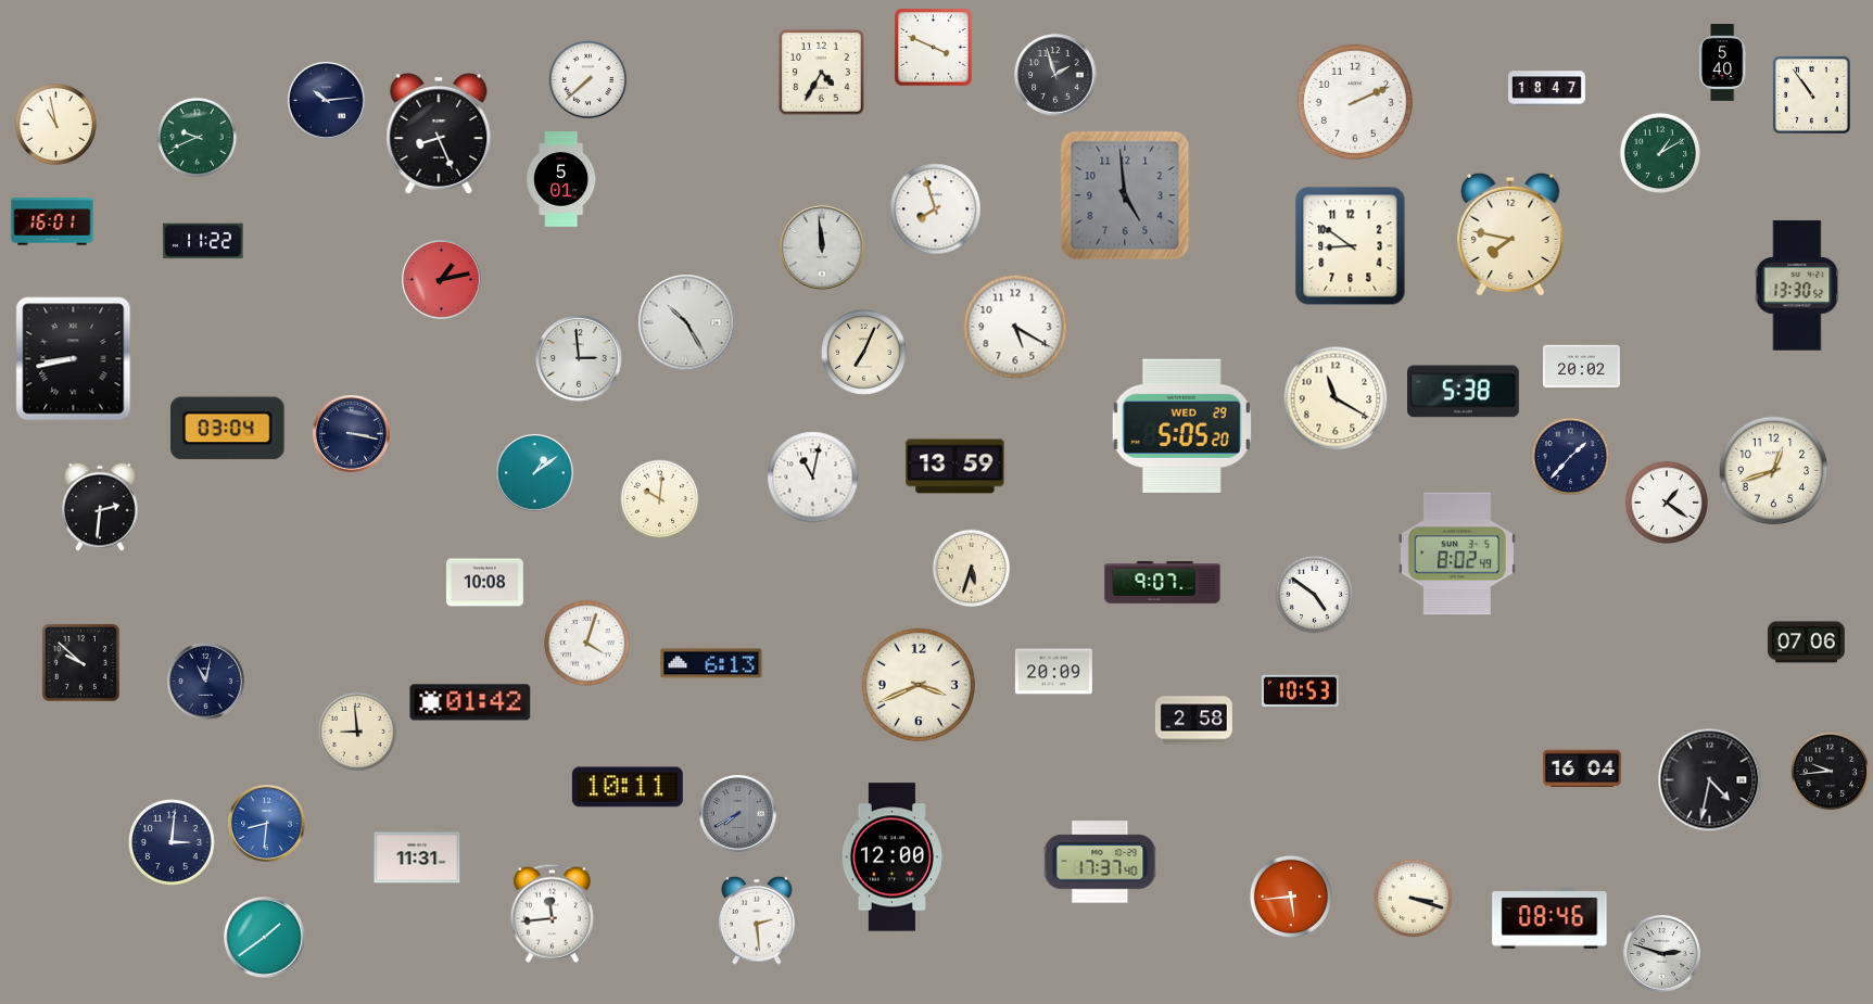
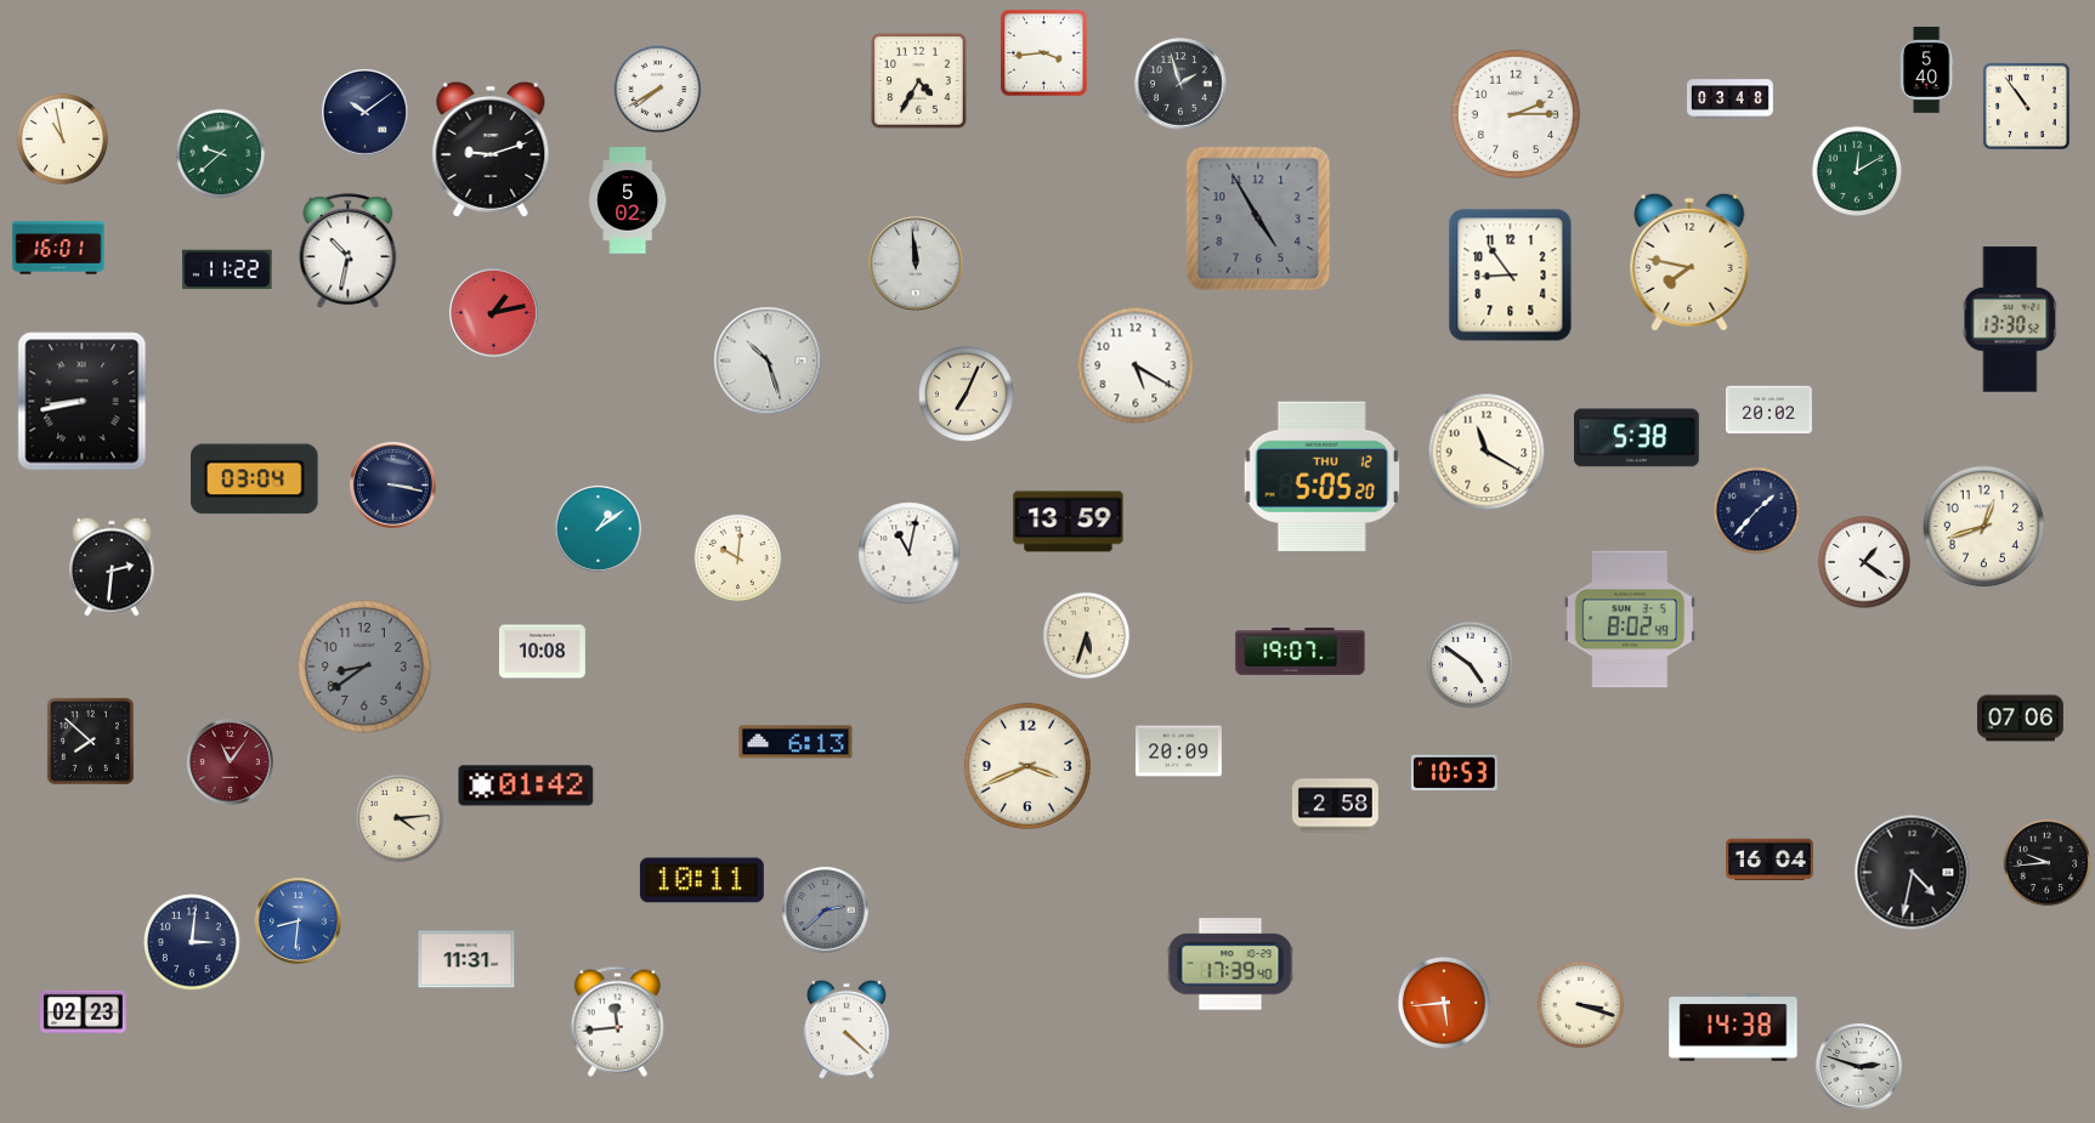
clock at (934, 48): 3:49 -> 3:44
clock at (589, 80): 7:38 -> 7:40
clock at (1547, 89): 18:47 -> 03:48
clock at (326, 100): 10:14 -> 10:09
clock at (1355, 102): 2:11 -> 2:15
clock at (439, 134): 8:26 -> 9:12
clock at (197, 137): 9:41 -> 9:38
clock at (1660, 153): 1:10 -> 12:10
clock at (561, 179): 5:01 -> 5:02
clock at (1125, 195): 4:59 -> 4:55
clock at (936, 209): 7:57 -> none
clock at (349, 251): none -> 10:32
clock at (1351, 246): 8:51 -> 8:54
clock at (822, 247) position: (822, 247) -> (916, 263)
clock at (686, 322): 10:25 -> 10:27
clock at (579, 358): 2:59 -> none
clock at (1336, 398) position: (1336, 398) -> (1487, 452)
clock at (1181, 425) date: WED 29 -> THU 12
clock at (813, 478) position: (813, 478) -> (910, 554)
clock at (1163, 583): 9:07 -> 19:07
clock at (366, 668): none -> 8:39
clock at (587, 644): 4:03 -> none
clock at (80, 662): 9:52 -> 7:52
clock at (205, 681): 11:02 -> 11:06
clock at (205, 681) dial: navy -> burgundy
clock at (357, 732): 8:59 -> 4:14
clock at (737, 813): 7:40 -> 2:38
clock at (891, 857): 12:00 -> none
clock at (1100, 862): 17:37 -> 17:39
clock at (83, 1011): none -> 02:23
clock at (1549, 918): 08:46 -> 14:38
clock at (757, 920): 2:29 -> 4:22
clock at (265, 938): 1:39 -> none
